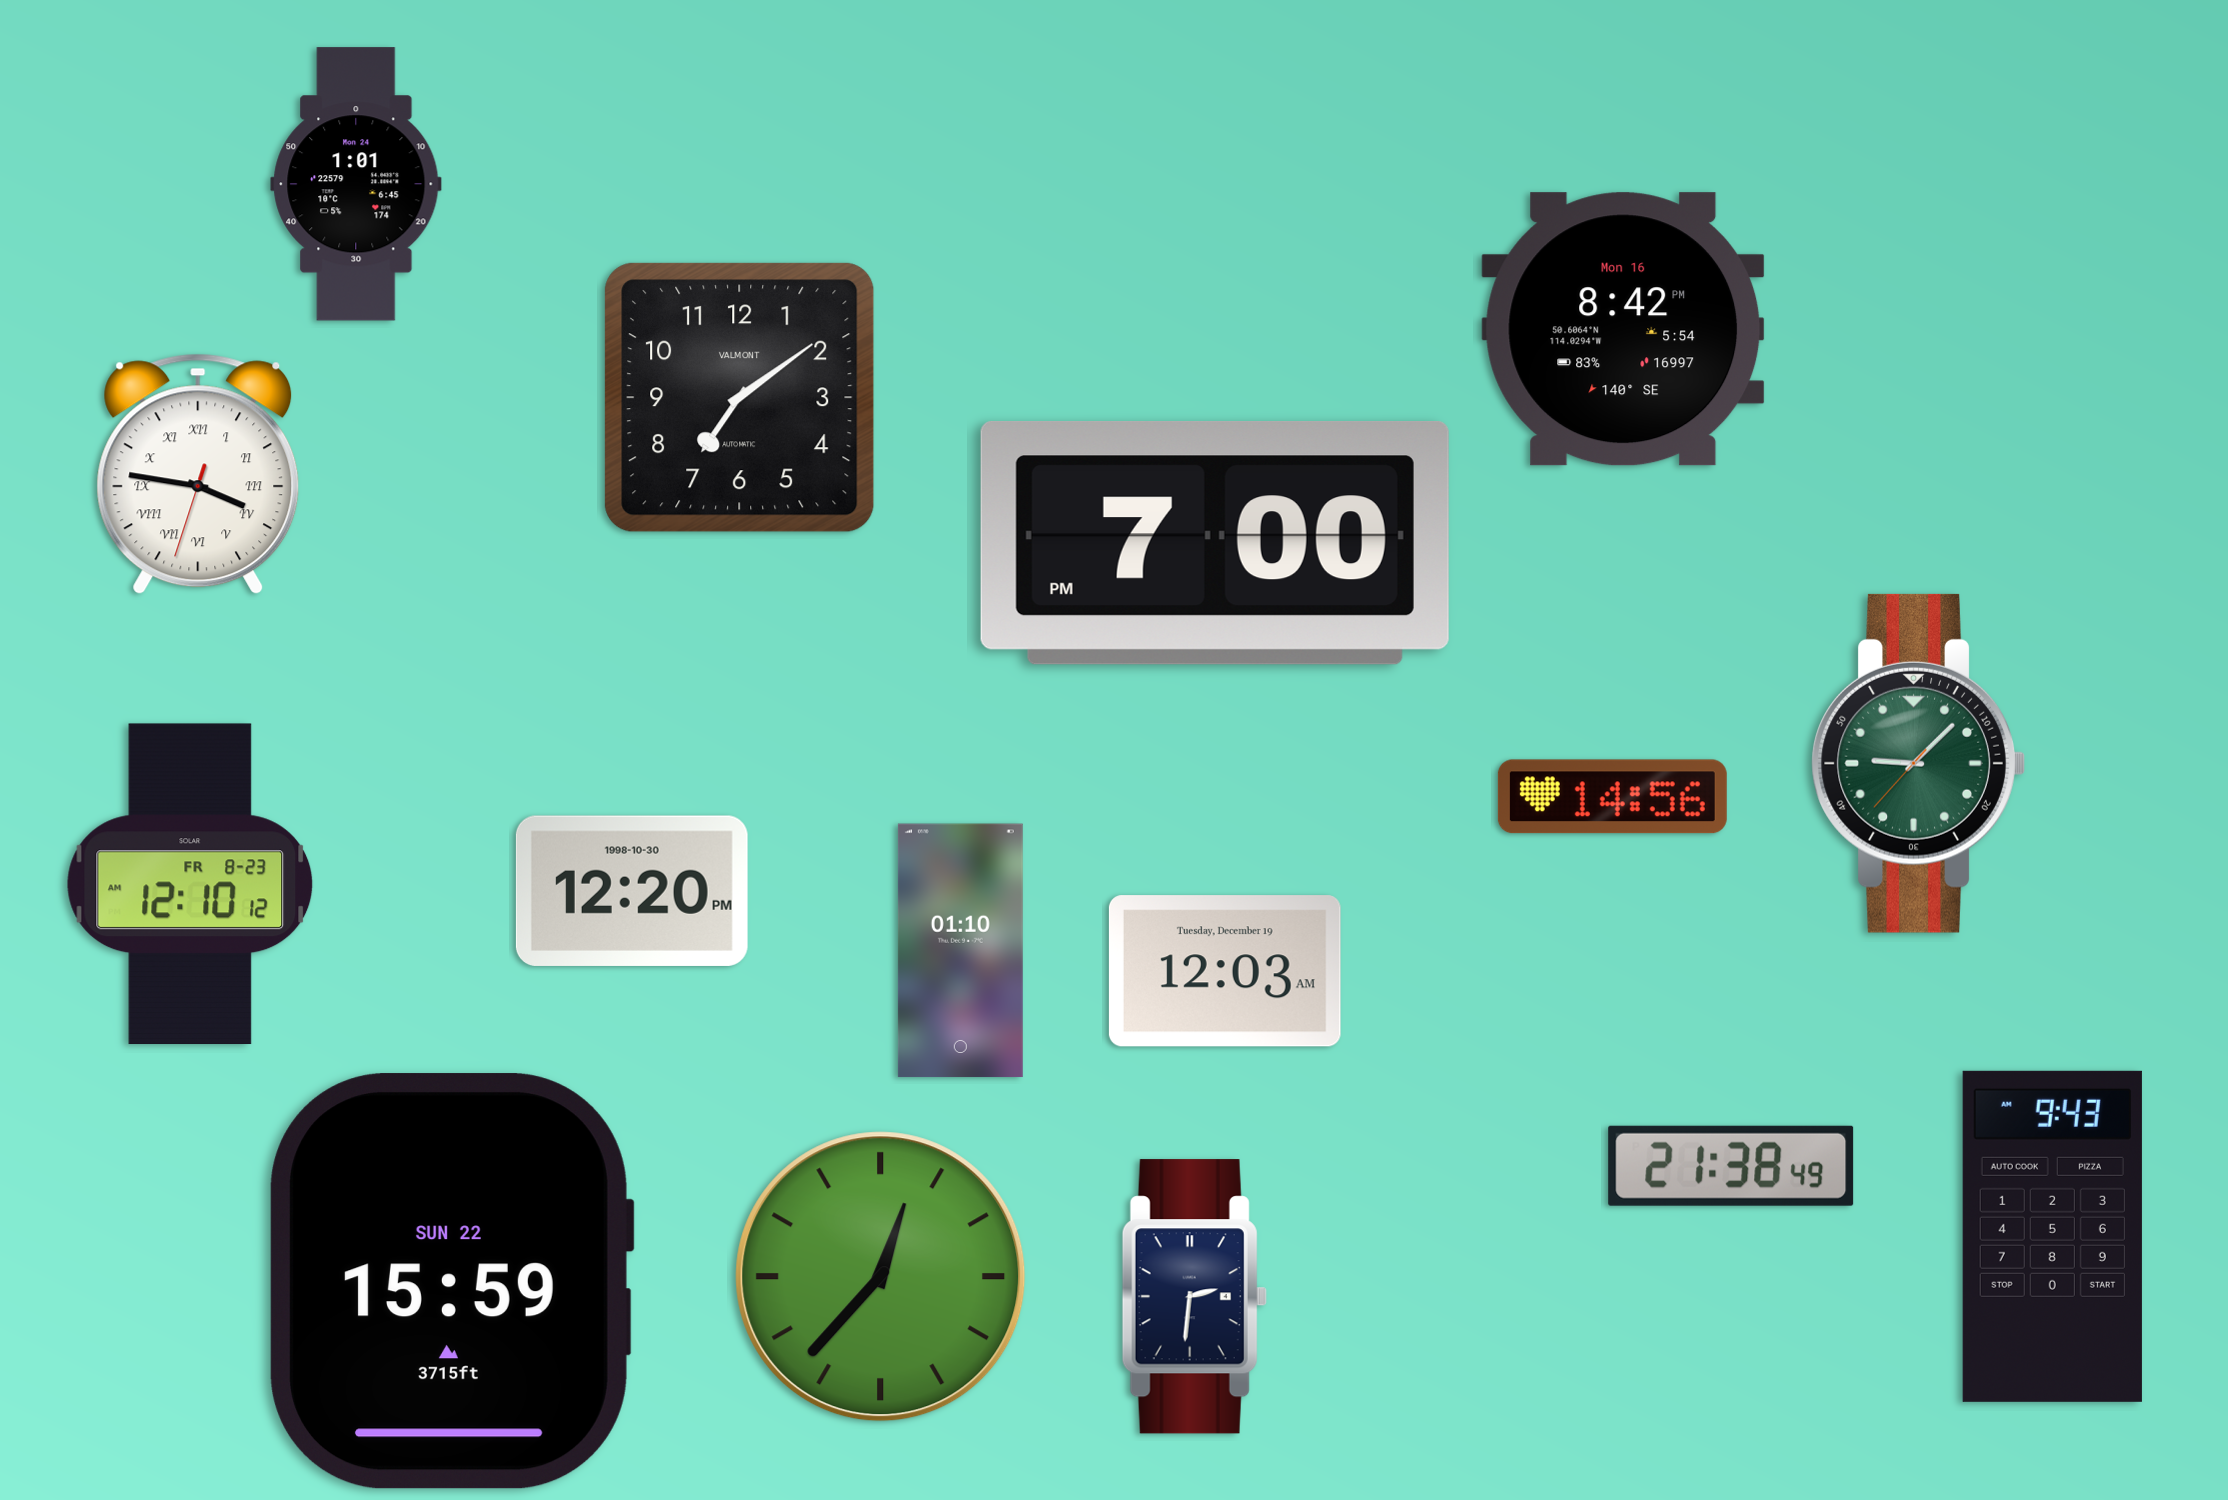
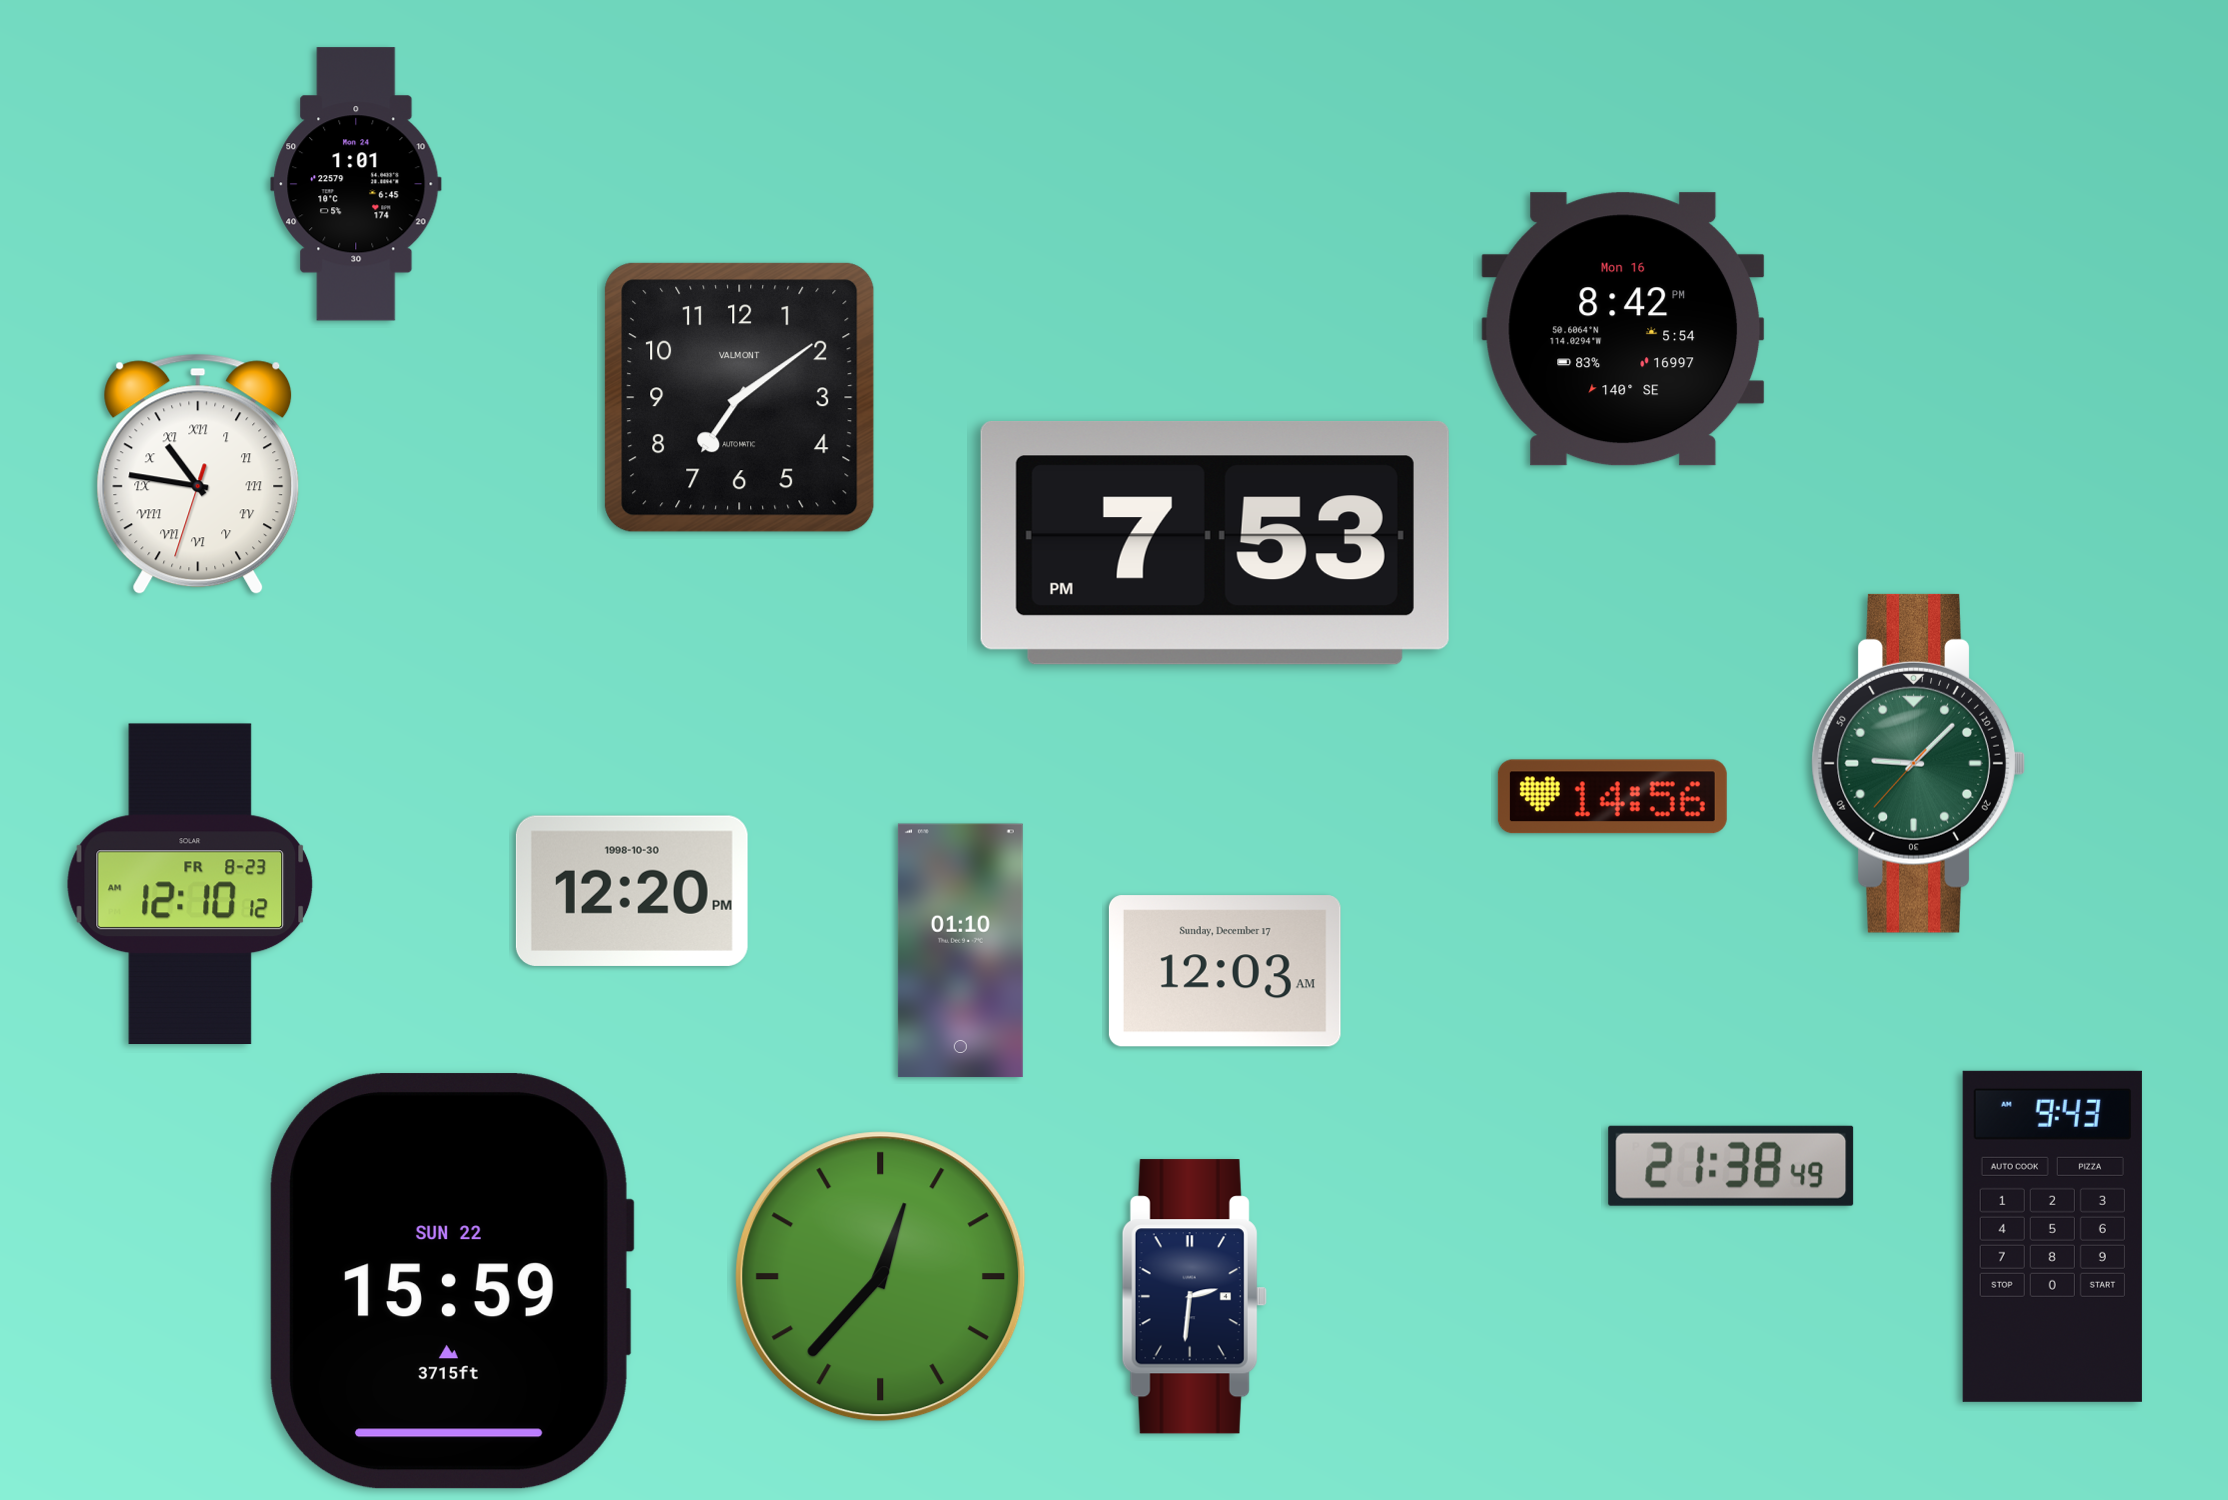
clock at (198, 474): 3:46 -> 10:46
clock at (1215, 543): 7:00 -> 7:53
clock at (1225, 971) date: Tuesday, December 19 -> Sunday, December 17
